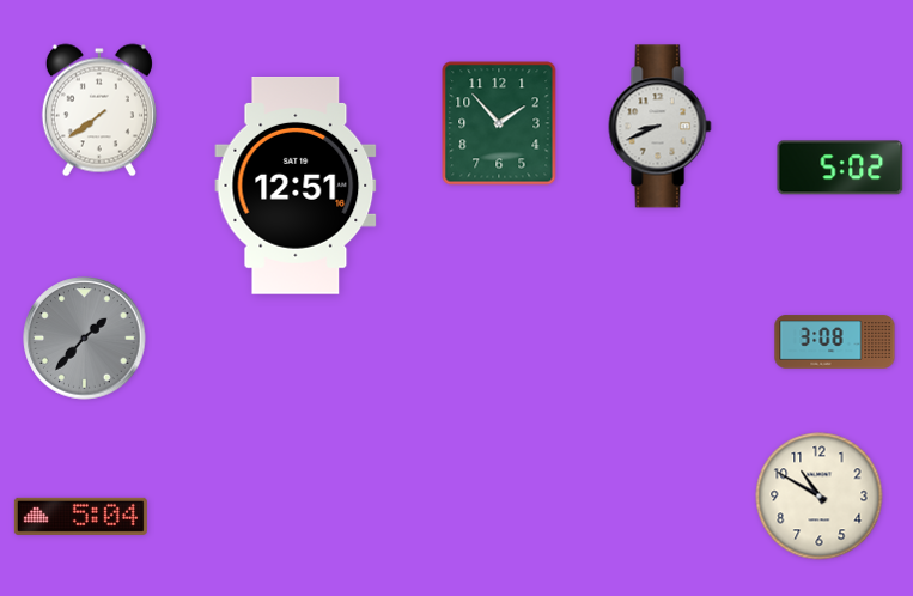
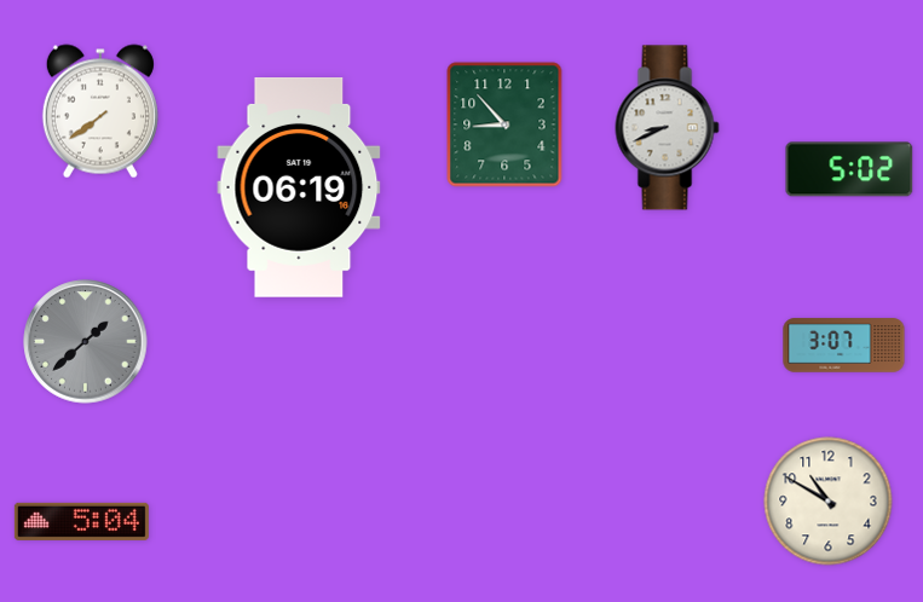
clock at (499, 123): 1:53 -> 8:53
clock at (296, 187): 12:51 -> 06:19
clock at (85, 339): 1:37 -> 1:38
clock at (835, 342): 3:08 -> 3:07
